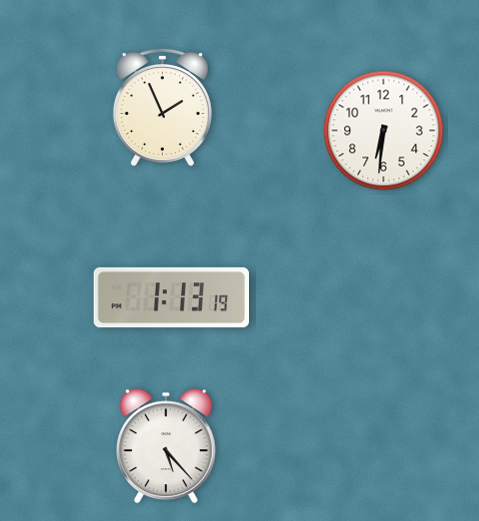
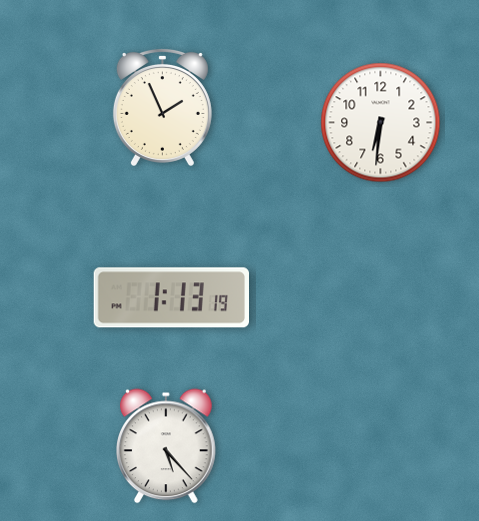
clock at (384, 131) position: (384, 131) -> (381, 123)
